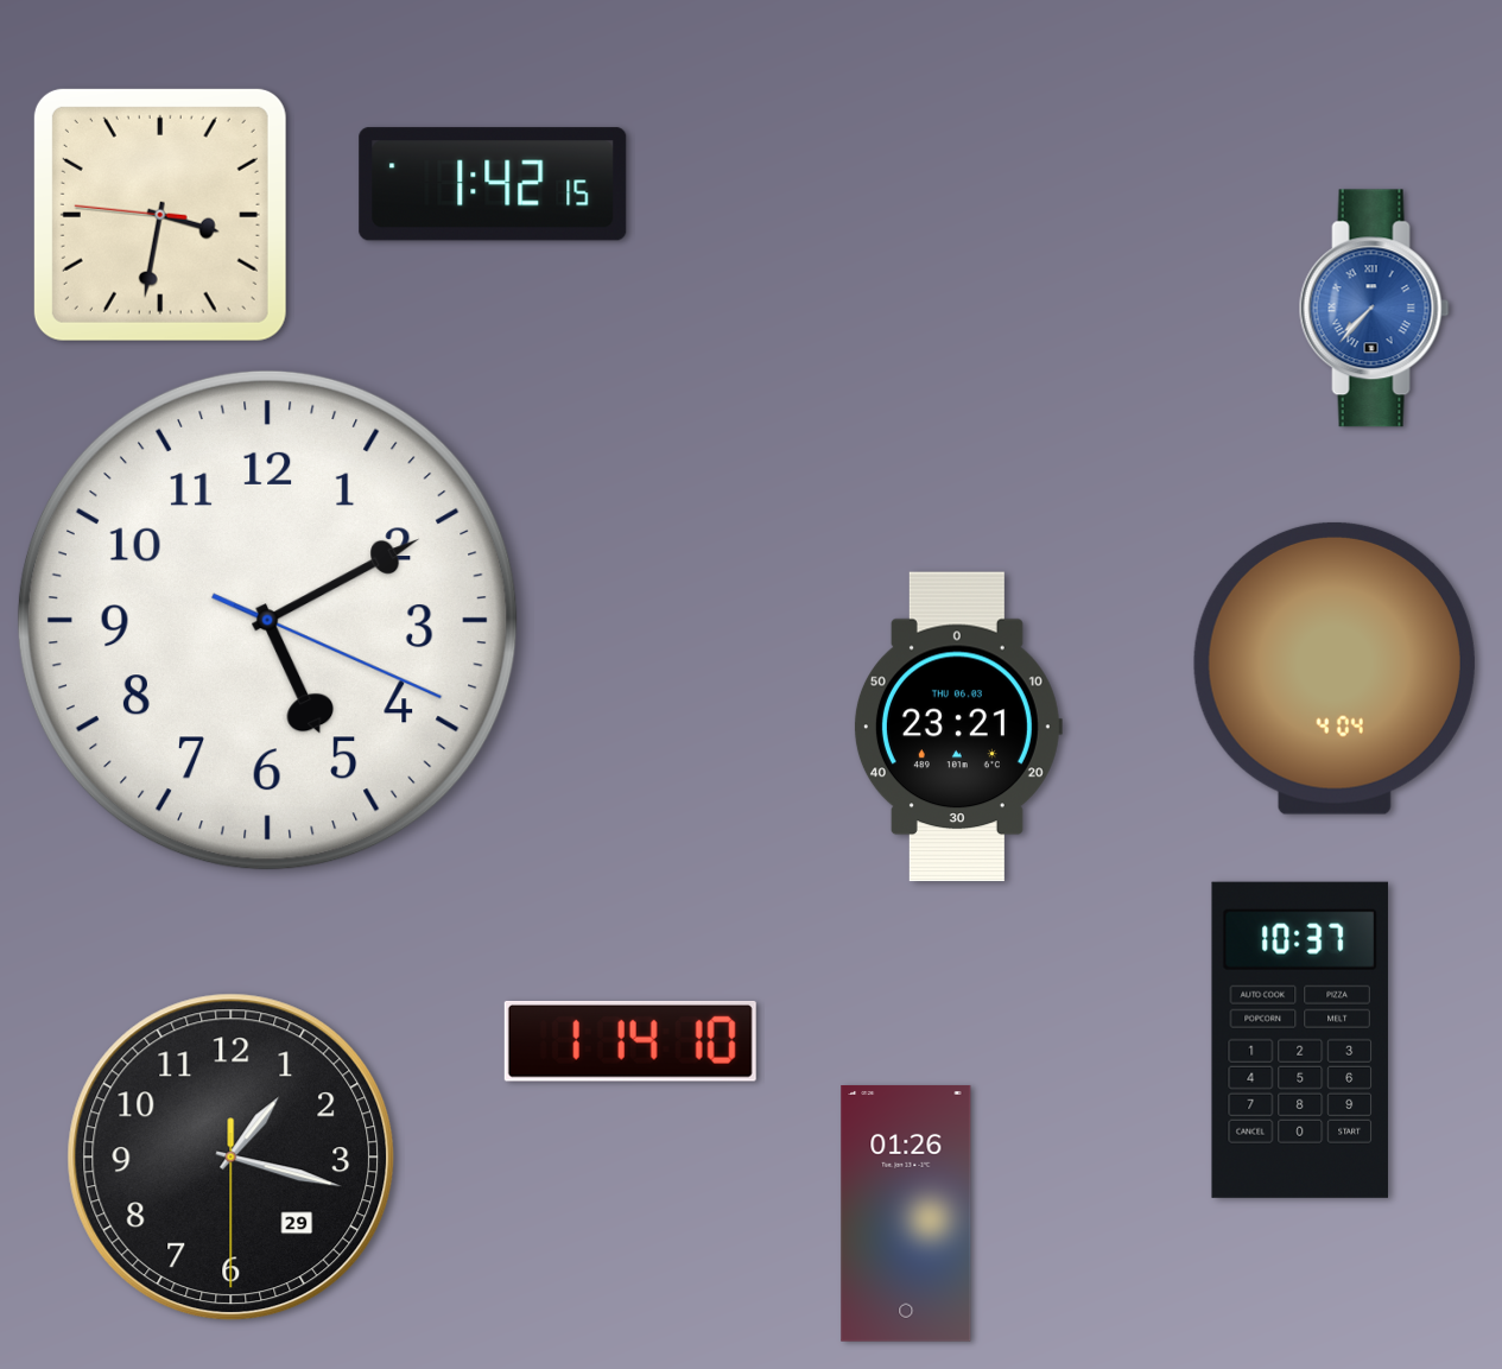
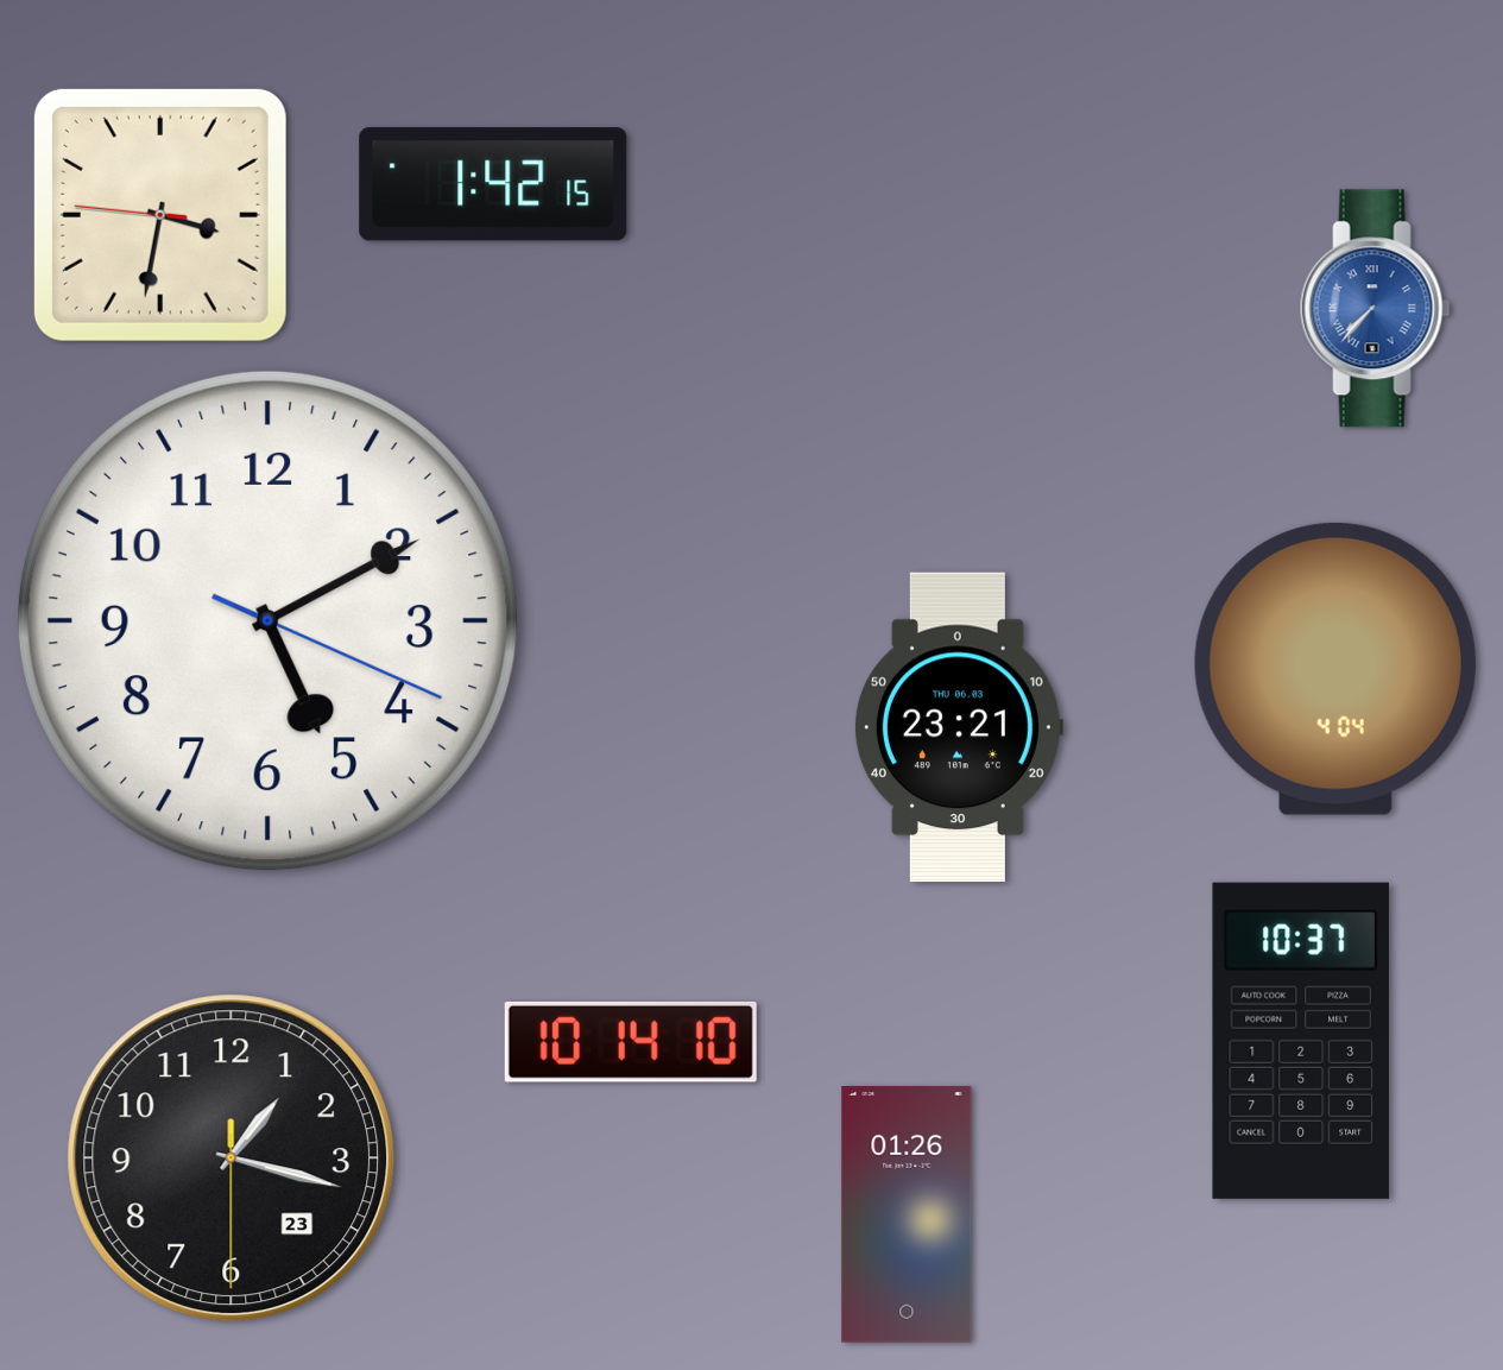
clock at (630, 1041): 1:14 -> 10:14
clock at (232, 1158) date: 29 -> 23
